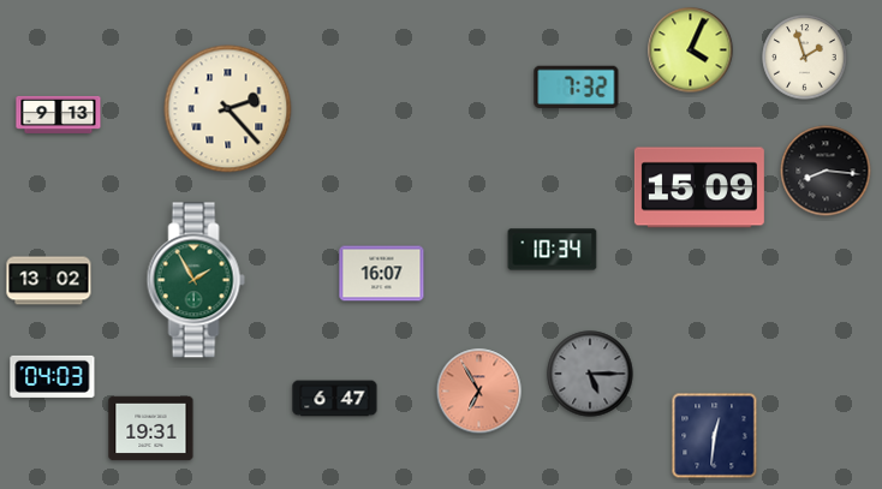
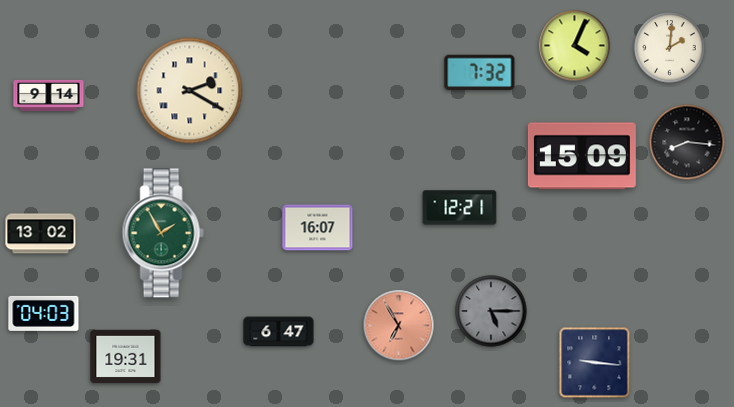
clock at (691, 50) position: (691, 50) -> (575, 46)
clock at (805, 58): 1:57 -> 2:01
clock at (228, 109): 2:23 -> 2:20
clock at (59, 114): 9:13 -> 9:14
clock at (553, 250): 10:34 -> 12:21
clock at (715, 436): 12:31 -> 9:16
